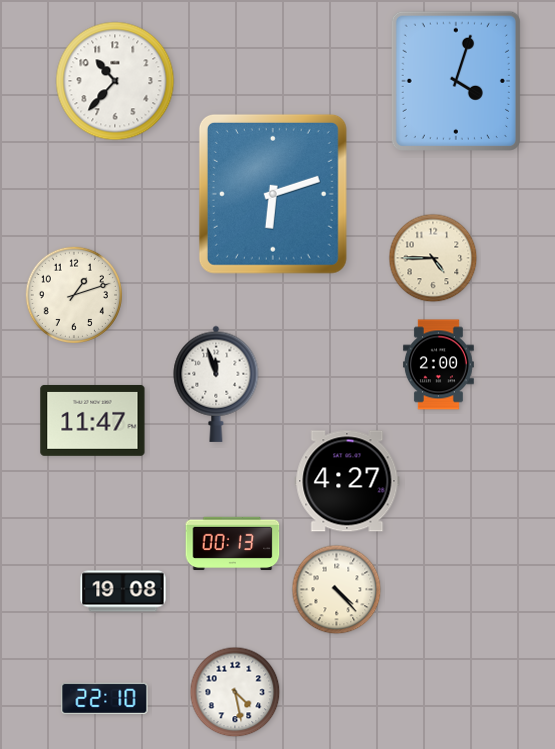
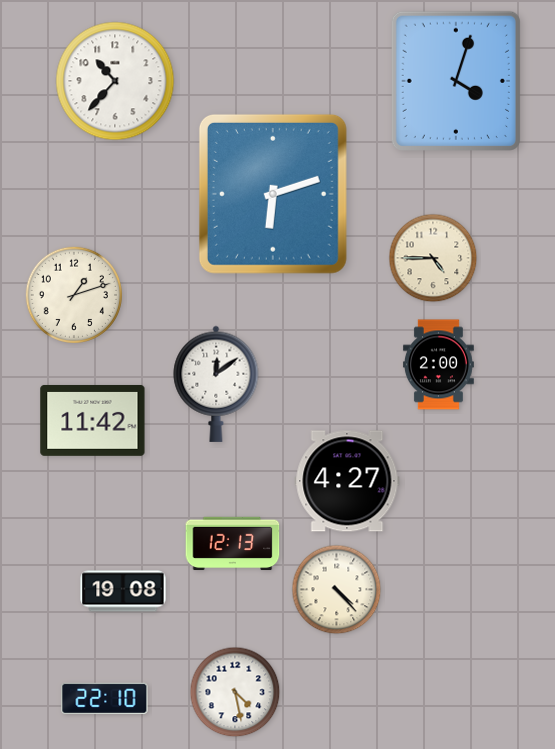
clock at (216, 384): 11:57 -> 12:09
clock at (93, 420): 11:47 -> 11:42
clock at (233, 544): 00:13 -> 12:13
